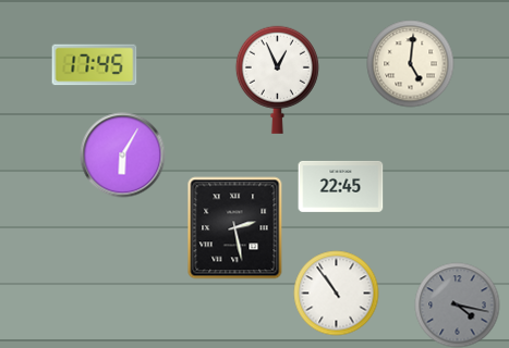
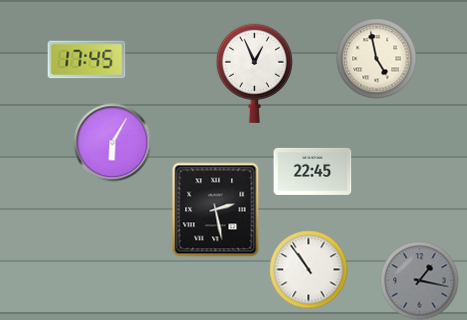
clock at (410, 63): 5:01 -> 4:58
clock at (457, 304): 4:17 -> 1:17
